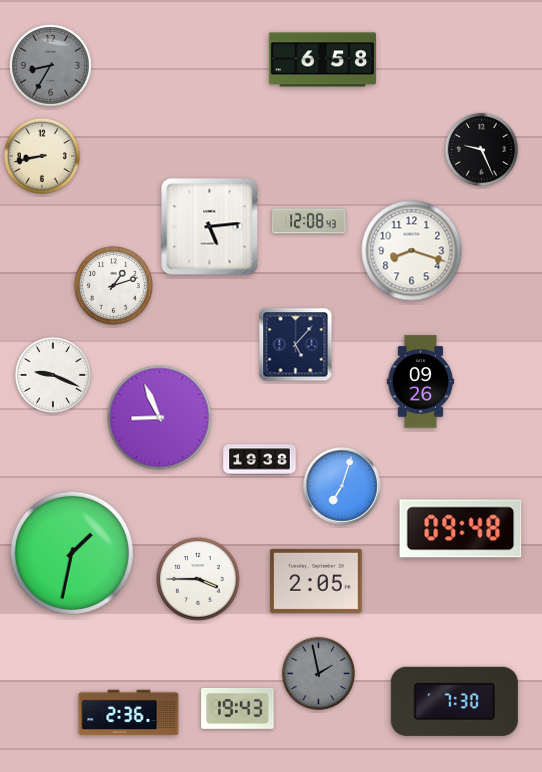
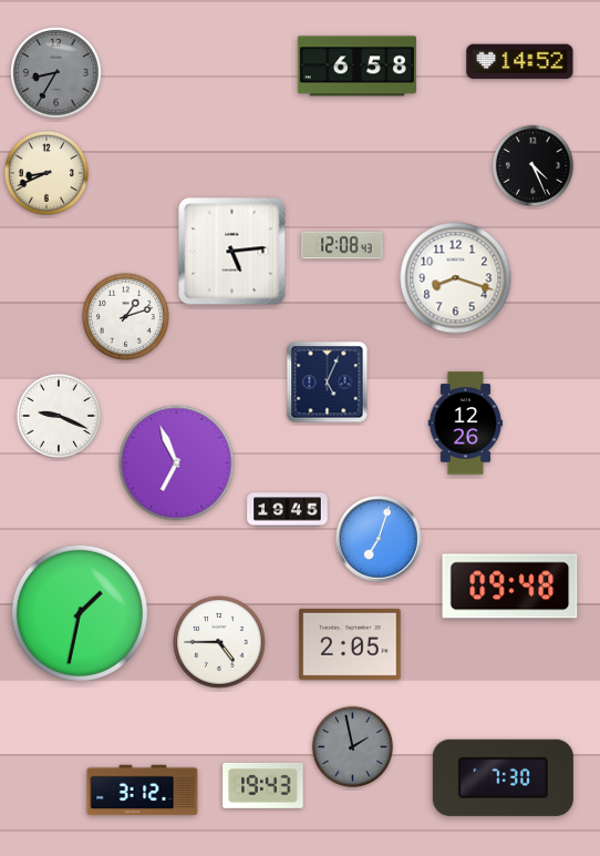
clock at (520, 62): none -> 14:52
clock at (481, 149): 9:26 -> 4:26
clock at (42, 156): 8:43 -> 8:41
clock at (296, 345): 5:07 -> 5:04
clock at (421, 382): 09:26 -> 12:26
clock at (160, 418): 8:56 -> 6:56
clock at (260, 460): 19:38 -> 19:45
clock at (198, 579): 3:45 -> 4:45
clock at (129, 713): 2:36 -> 3:12
